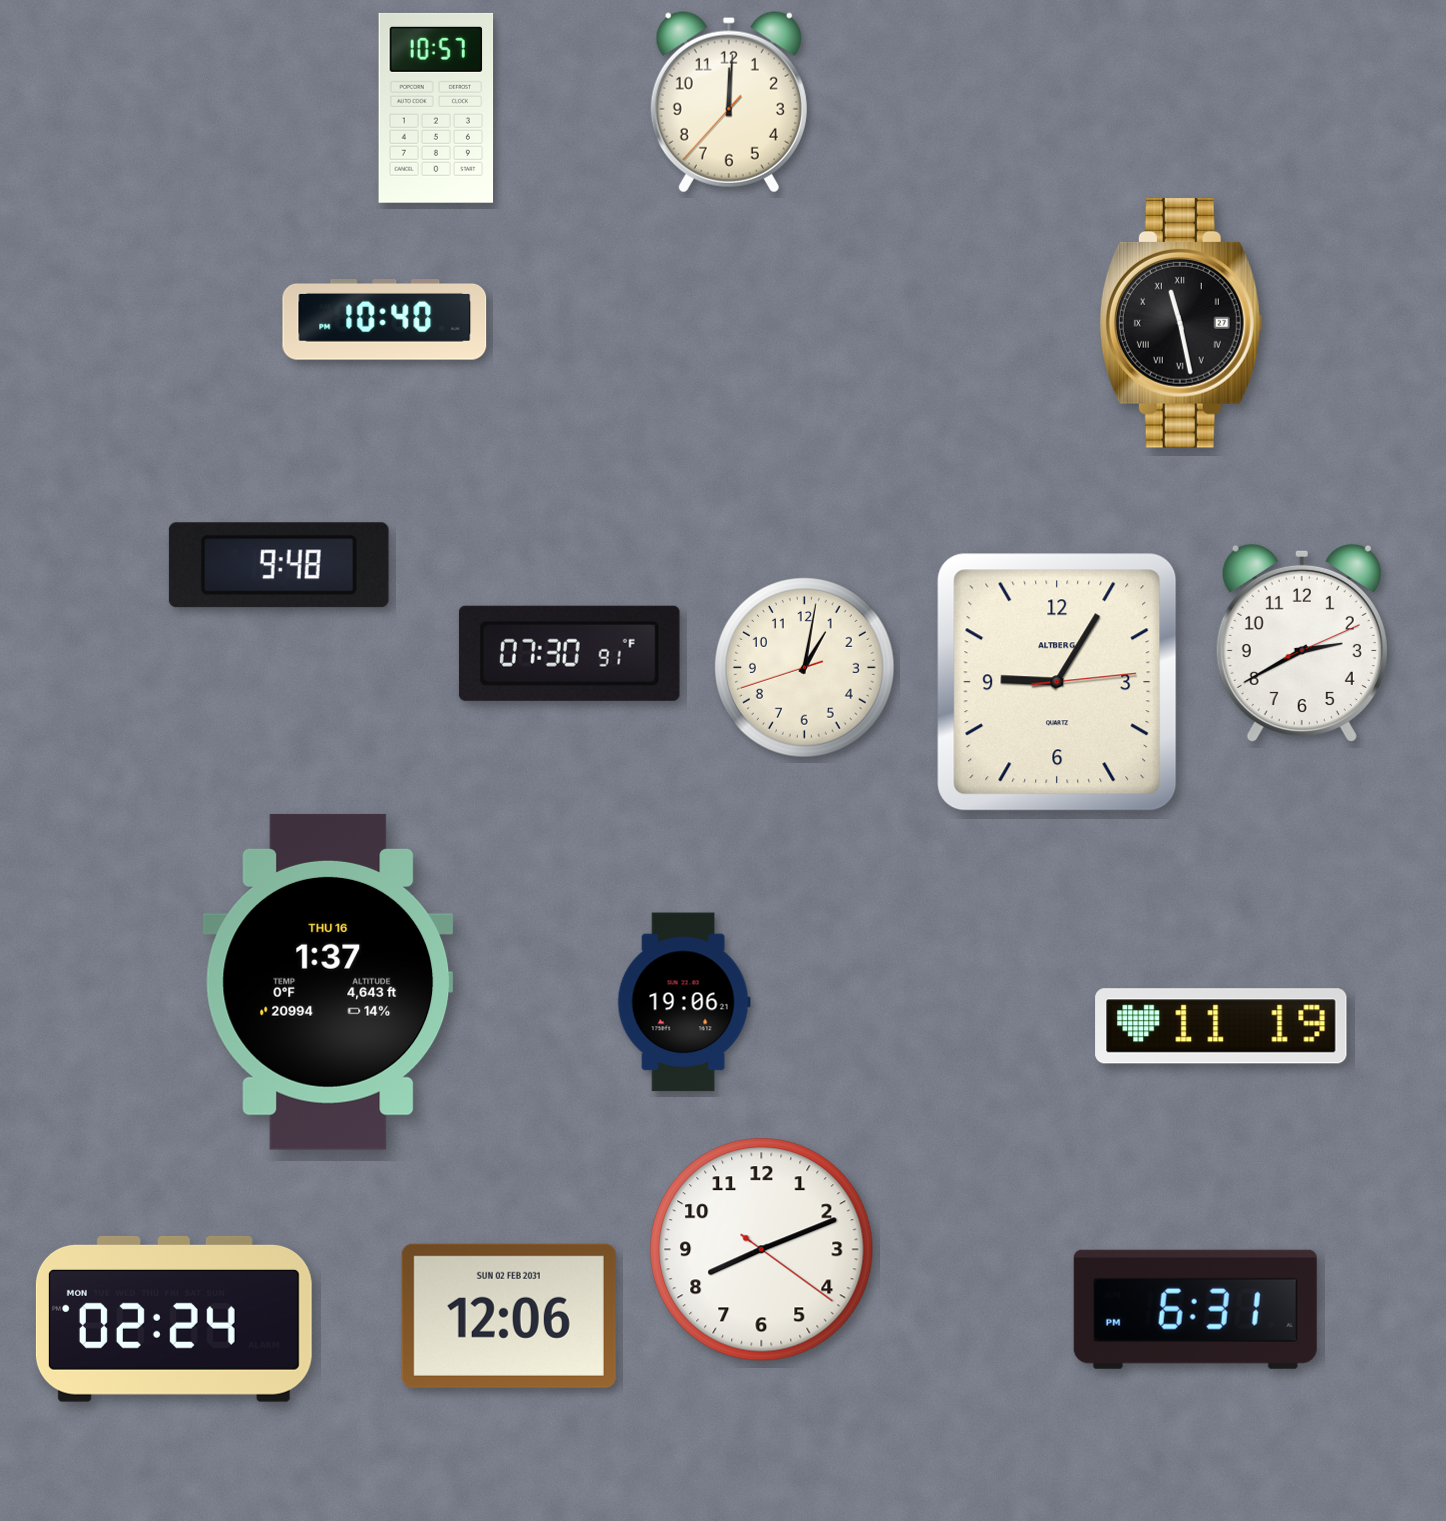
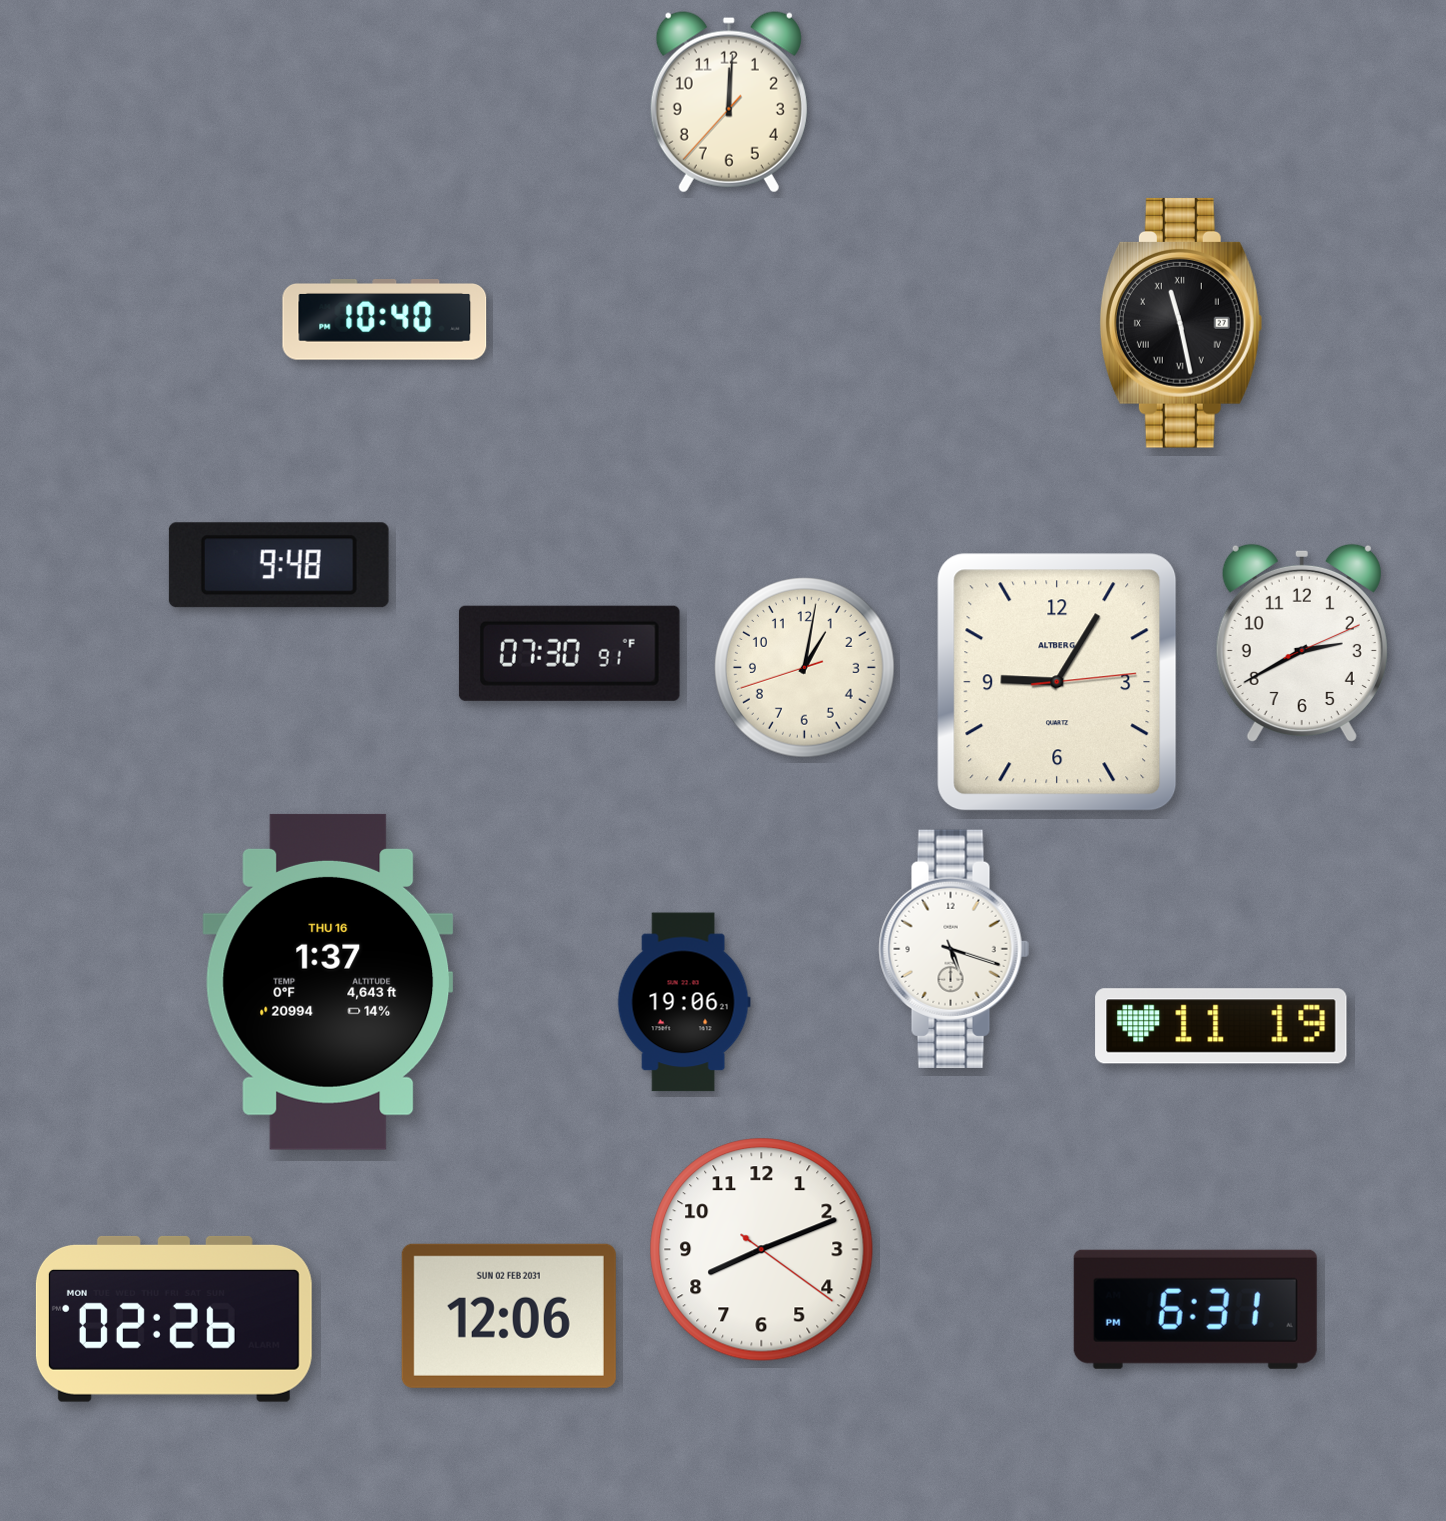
clock at (436, 108): 10:57 -> none
clock at (954, 949): none -> 5:18
clock at (174, 1319): 02:24 -> 02:26
